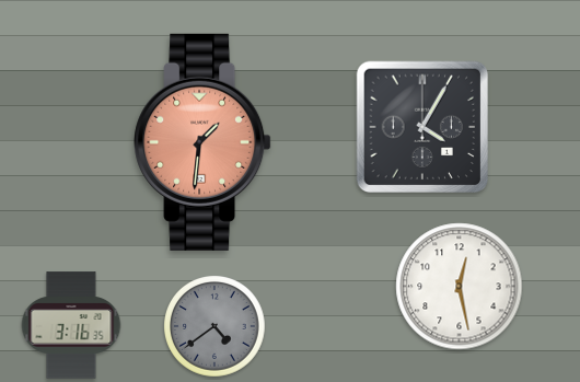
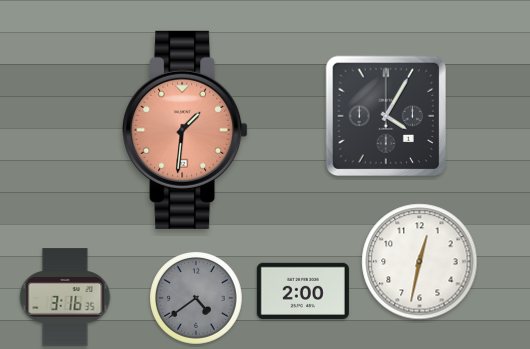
clock at (460, 287): 12:28 -> 12:32
clock at (303, 291): none -> 2:00
